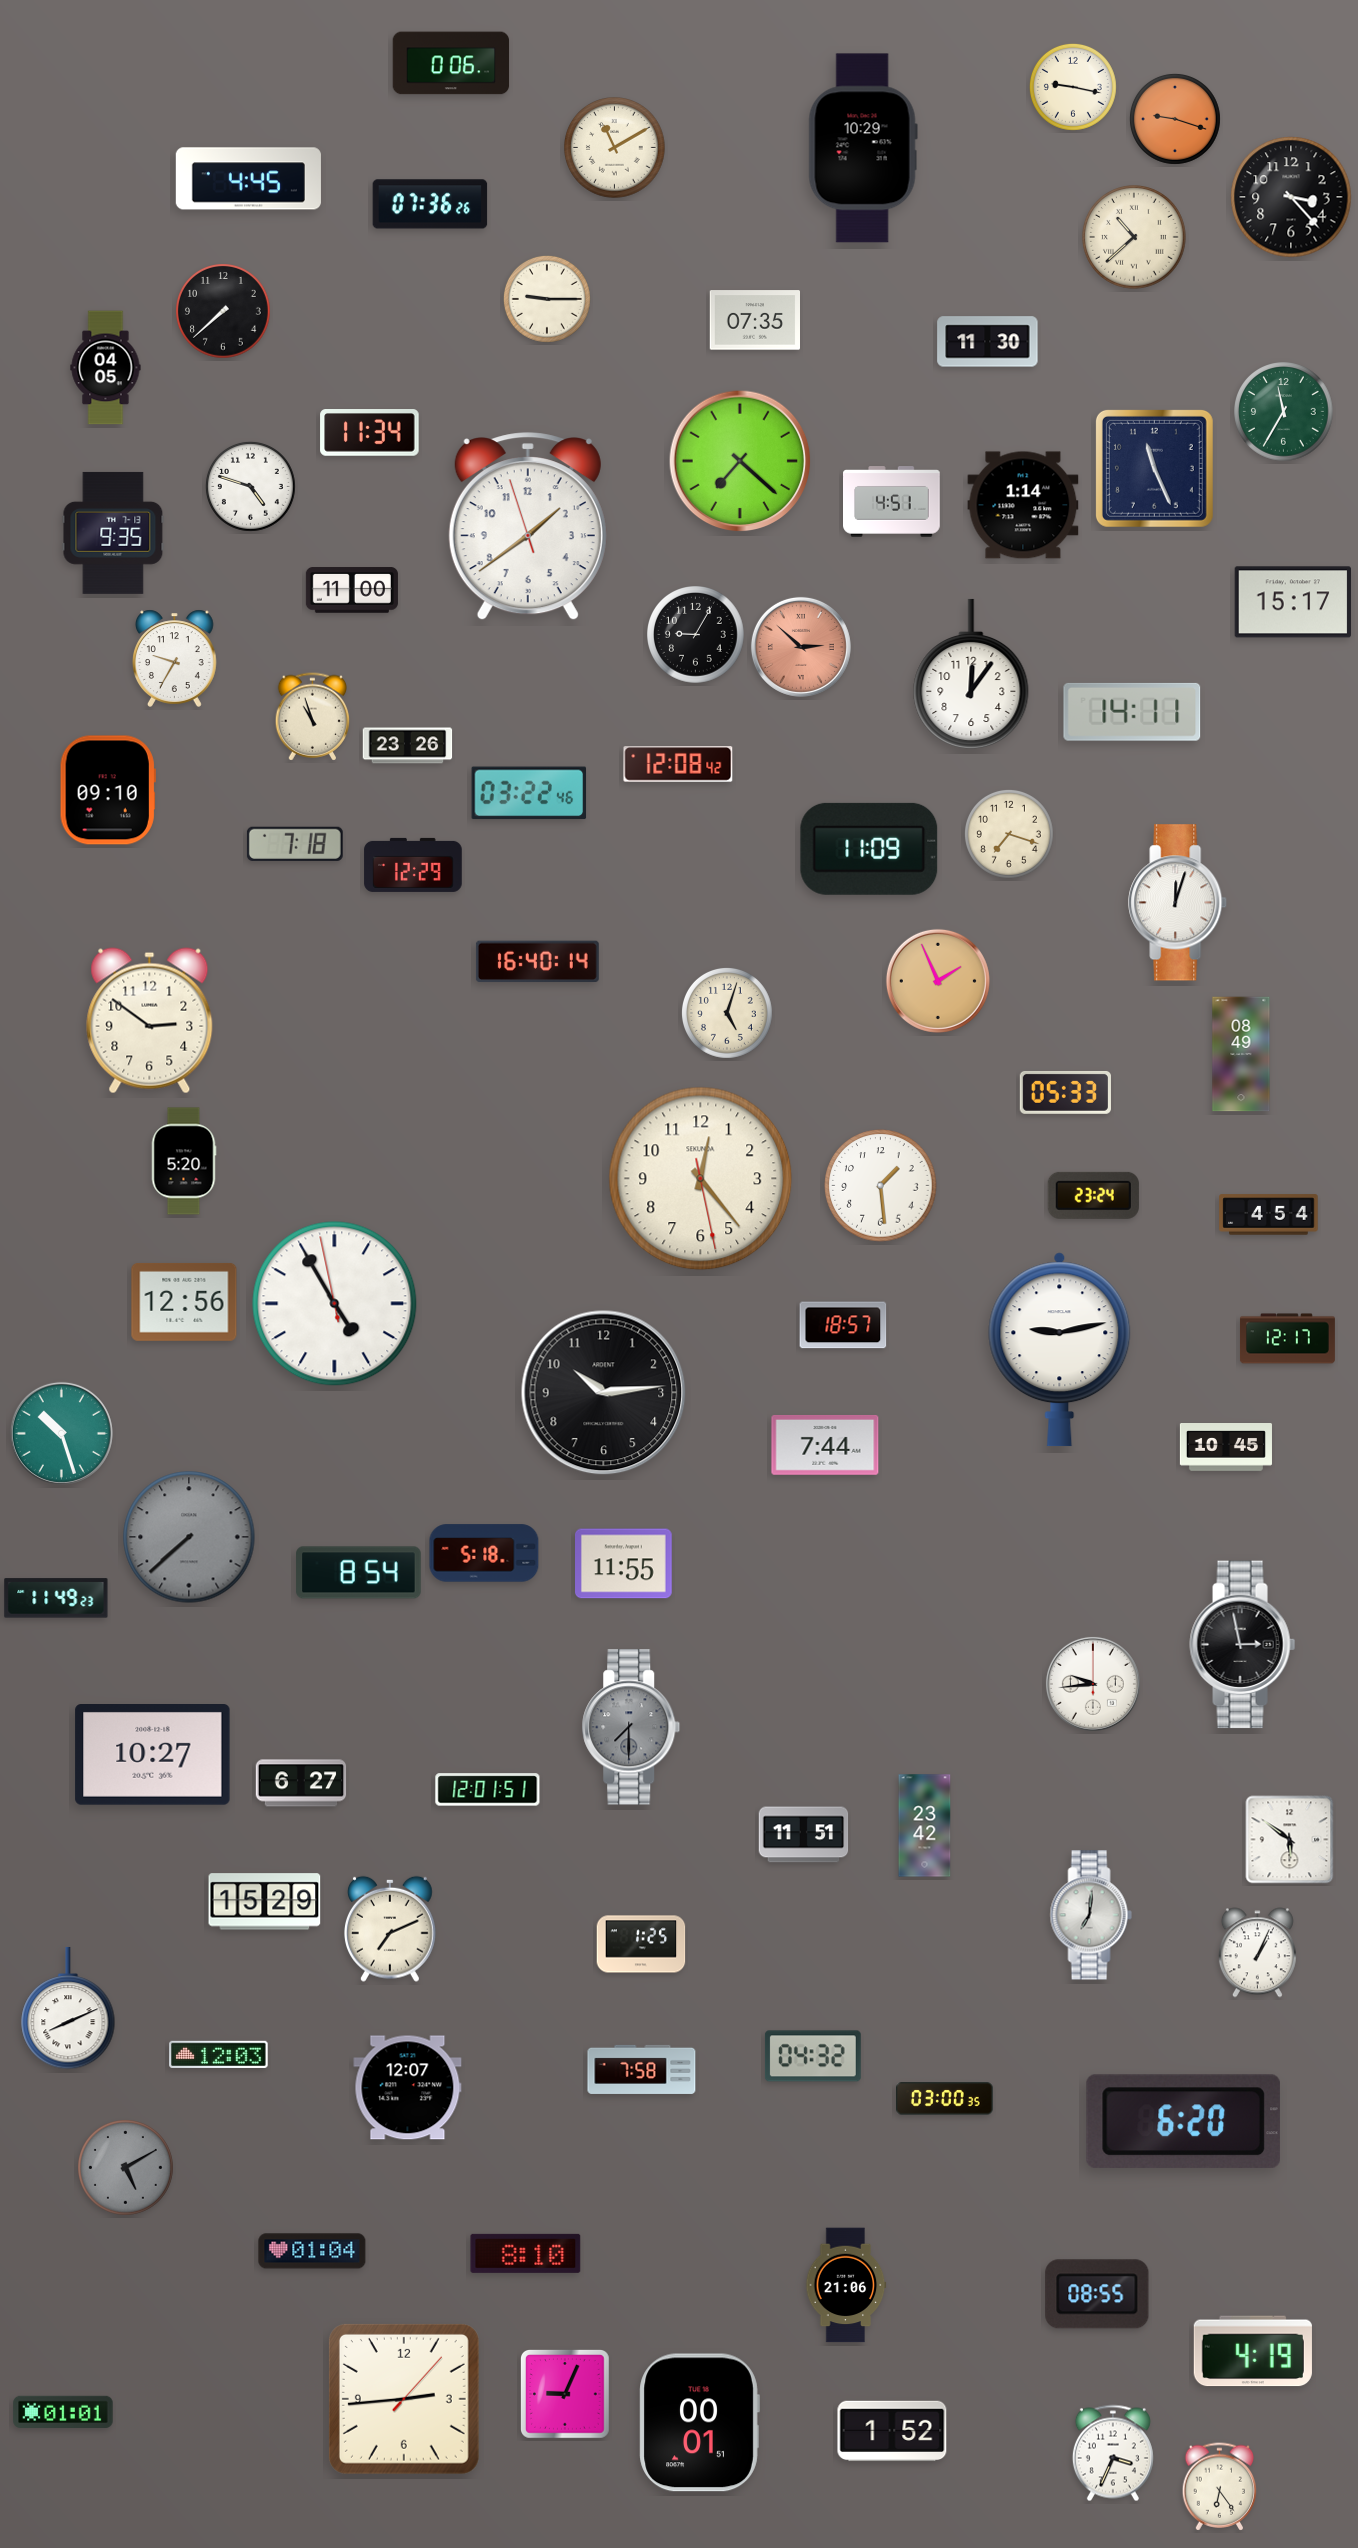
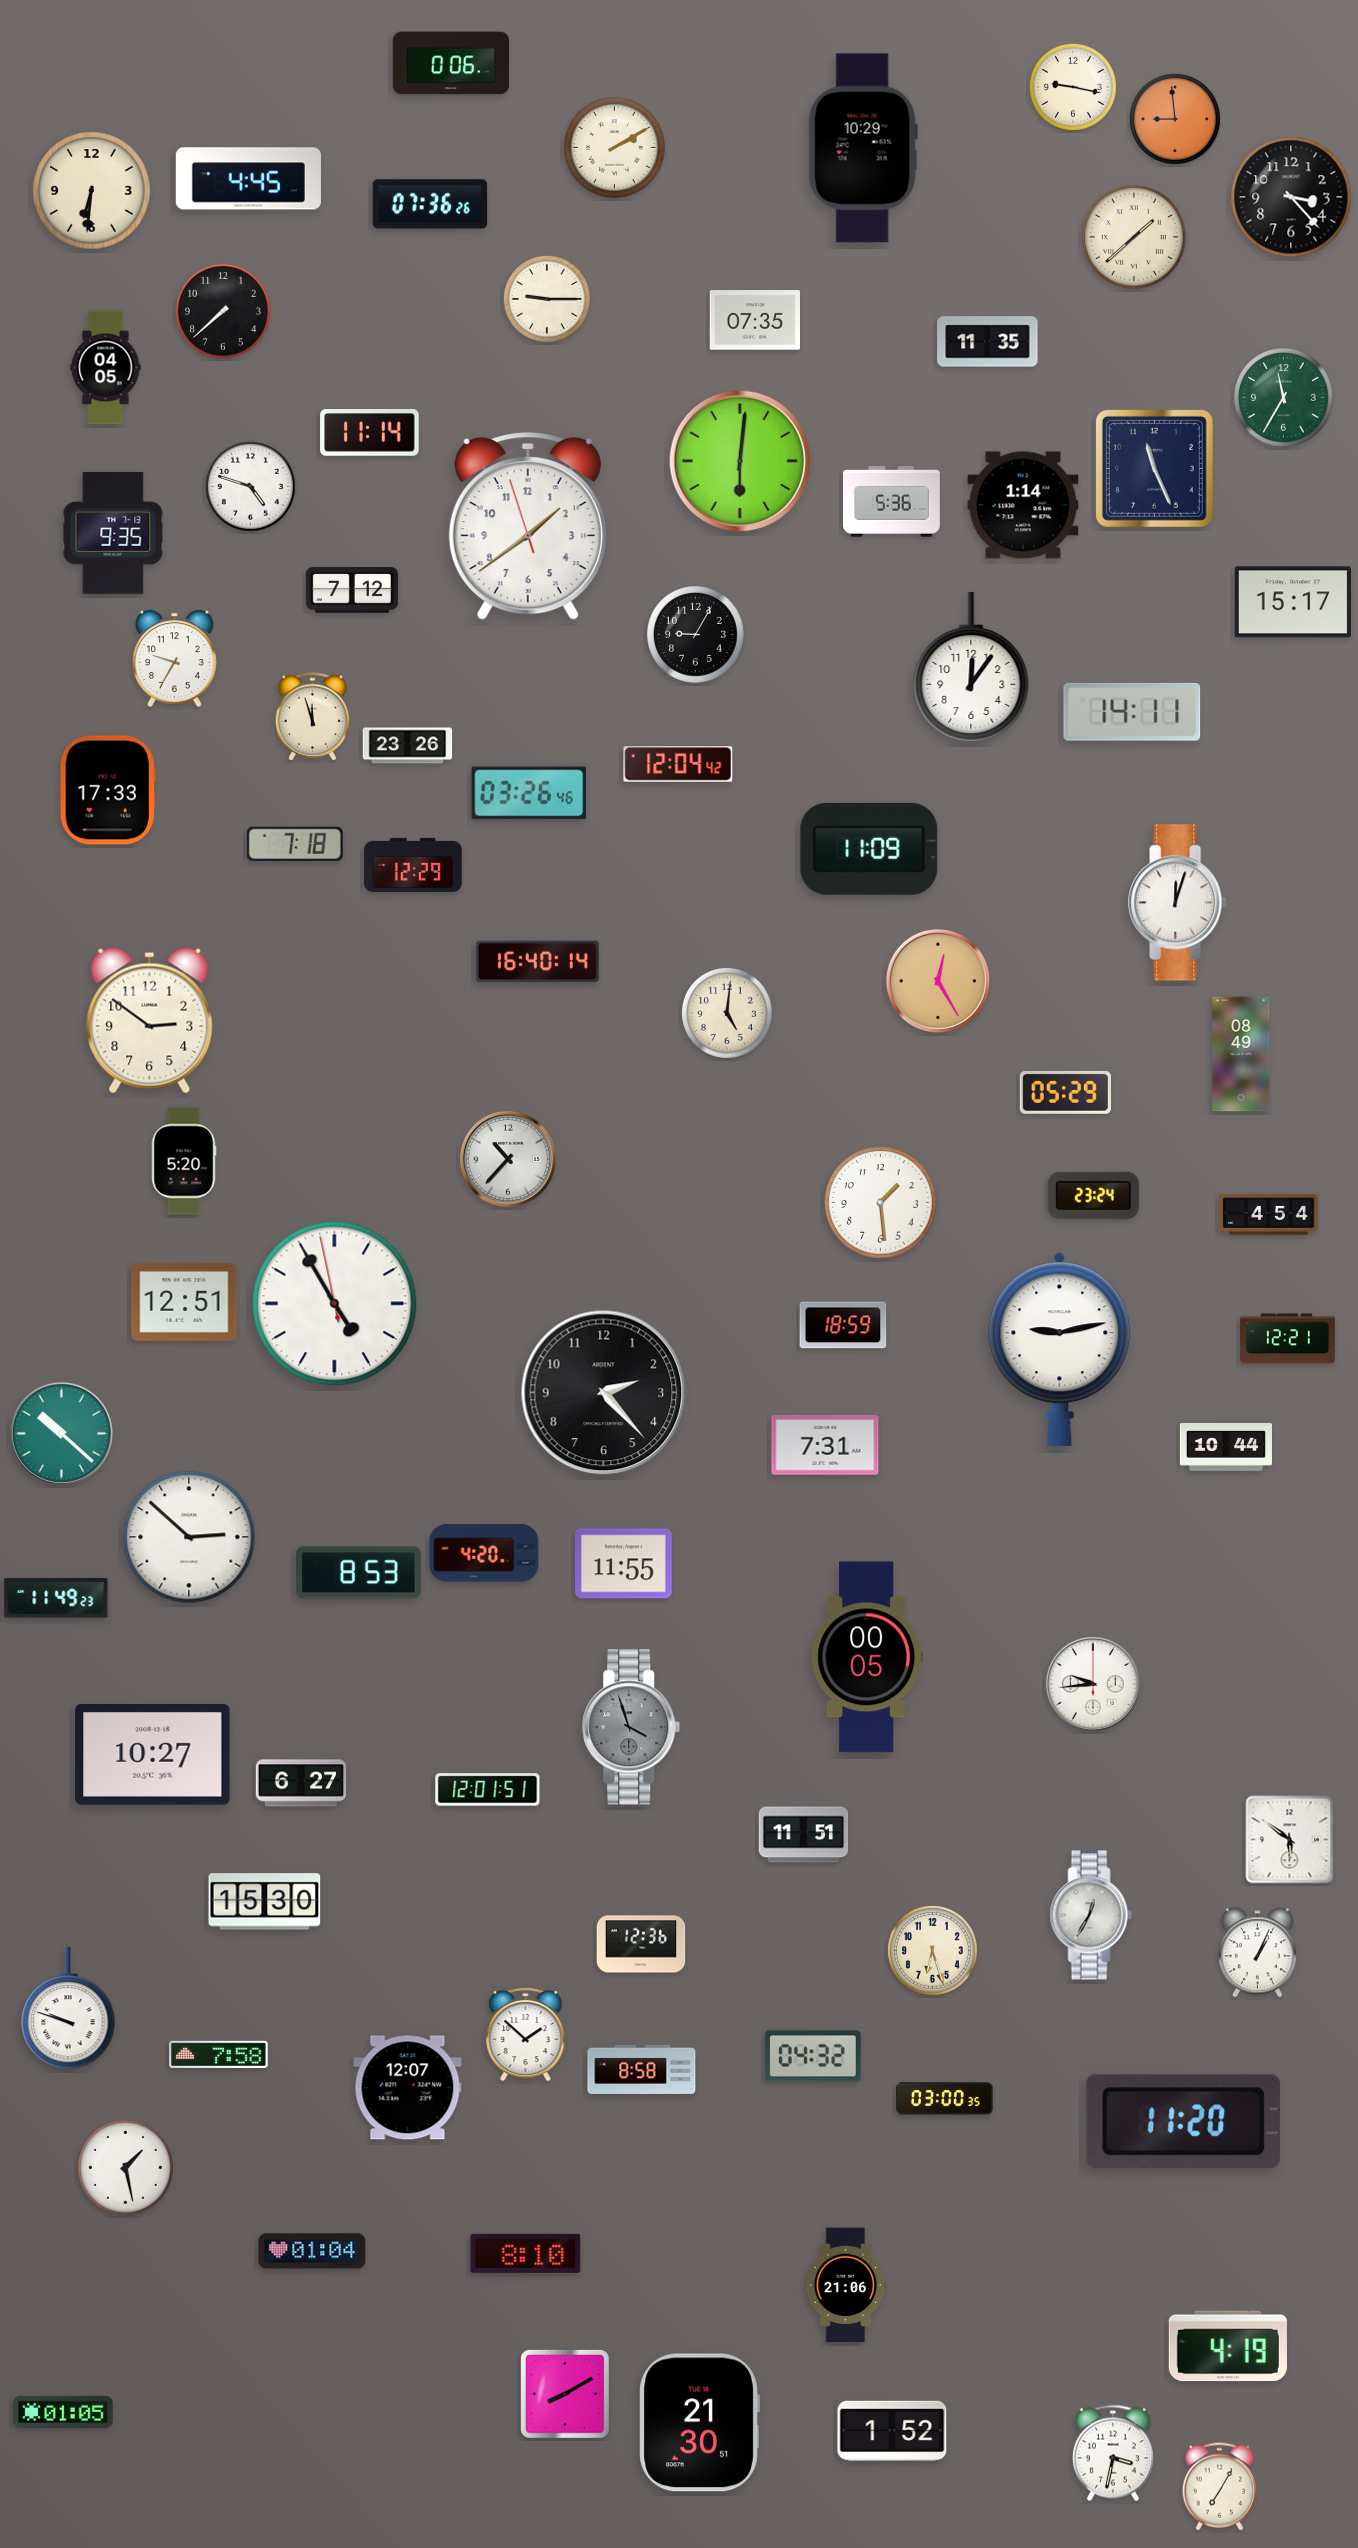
clock at (1175, 119): 9:18 -> 8:59
clock at (615, 148): 11:10 -> 2:10
clock at (92, 191): none -> 6:31
clock at (1134, 237): 10:38 -> 1:38
clock at (988, 342): 11:30 -> 11:35
clock at (1284, 412) position: (1284, 412) -> (1284, 398)
clock at (370, 433): 11:34 -> 11:14
clock at (740, 461): 7:22 -> 6:01
clock at (892, 502): 4:51 -> 5:36
clock at (352, 590): 11:00 -> 7:12
clock at (801, 647): 2:52 -> none
clock at (971, 674) position: (971, 674) -> (971, 667)
clock at (313, 717): 10:57 -> 11:57
clock at (678, 764): 12:08 -> 12:04
clock at (108, 790): 09:10 -> 17:33
clock at (529, 793): 03:22 -> 03:26
clock at (1009, 834): 7:18 -> none
clock at (938, 981): 1:56 -> 12:25
clock at (727, 1013): 5:03 -> 5:01
clock at (1065, 1092): 05:33 -> 05:29
clock at (508, 1159): none -> 10:37
clock at (701, 1179): 12:23 -> none
clock at (881, 1186) position: (881, 1186) -> (881, 1203)
clock at (184, 1302): 12:56 -> 12:51
clock at (843, 1325): 18:57 -> 18:59
clock at (1287, 1339): 12:17 -> 12:21
clock at (604, 1393): 10:14 -> 2:23
clock at (61, 1433): 10:27 -> 10:22
clock at (825, 1445): 7:44 -> 7:31
clock at (1226, 1448): 10:45 -> 10:44
clock at (189, 1537): 7:38 -> 2:52
clock at (189, 1537) dial: grey -> white
clock at (484, 1553): 5:18 -> 4:20
clock at (359, 1573): 8:54 -> 8:53
clock at (1243, 1645): 2:58 -> none
clock at (867, 1657): none -> 00:05
clock at (631, 1727): 7:30 -> 3:57
clock at (925, 1826): 23:42 -> none
clock at (265, 1902): 15:29 -> 15:30
clock at (1091, 1915): 7:01 -> 12:35
clock at (390, 1929): 7:11 -> none
clock at (641, 1944): 1:25 -> 12:36
clock at (932, 1950): none -> 6:27
clock at (68, 2008): 8:11 -> 9:48
clock at (526, 2034): none -> 1:52
clock at (219, 2054): 12:03 -> 7:58
clock at (642, 2069): 7:58 -> 8:58
clock at (1183, 2121): 6:20 -> 11:20
clock at (126, 2168): 5:10 -> 1:28
clock at (126, 2168) dial: grey -> white
clock at (1097, 2294): 08:55 -> none
clock at (1253, 2351) position: (1253, 2351) -> (1228, 2346)
clock at (566, 2395): 9:04 -> 8:10
clock at (404, 2399): 2:44 -> none
clock at (63, 2411): 01:01 -> 01:05
clock at (699, 2423): 00:01 -> 21:30
clock at (1113, 2453): 3:34 -> 3:32
clock at (1220, 2487): 6:24 -> 7:05
